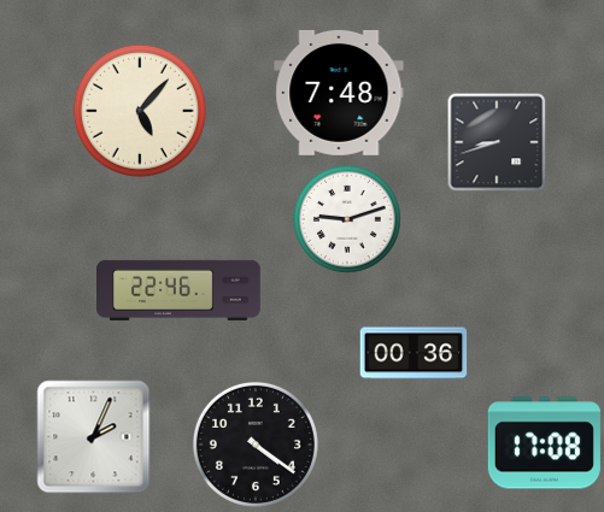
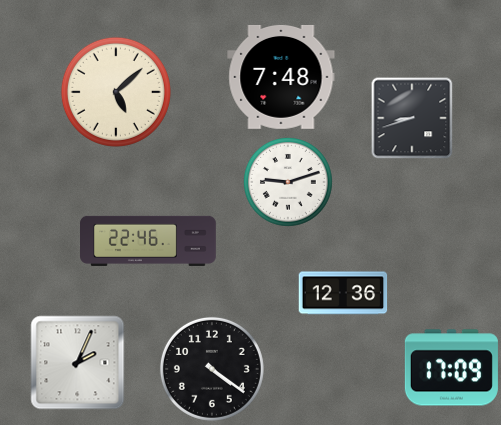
clock at (140, 111): 5:07 -> 5:08
clock at (414, 353): 00:36 -> 12:36
clock at (544, 443): 17:08 -> 17:09
